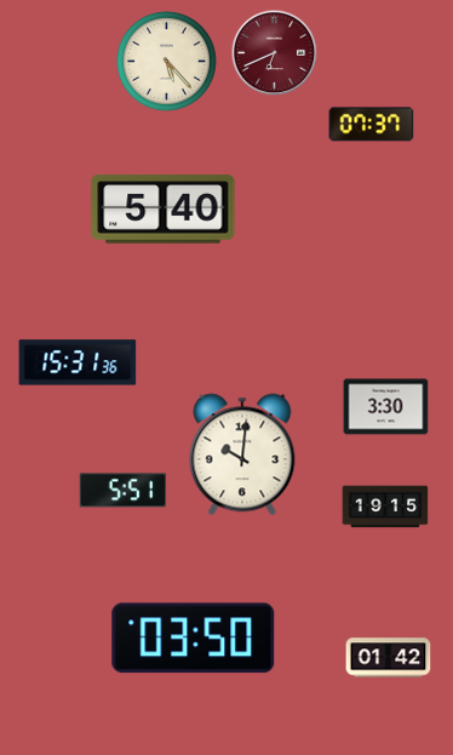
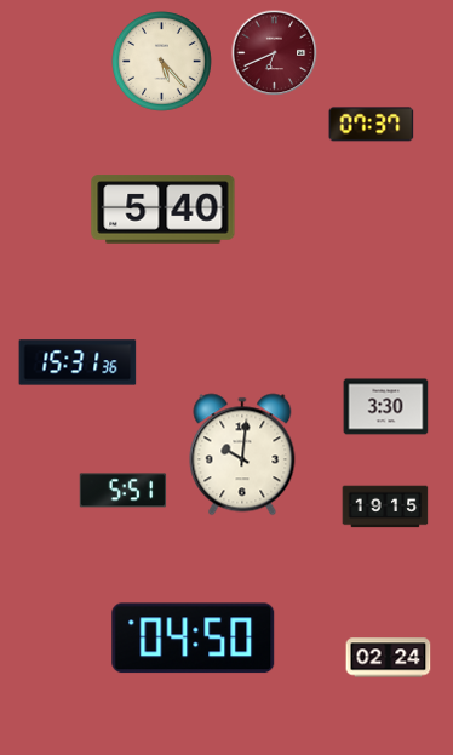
clock at (167, 62) position: (167, 62) -> (162, 62)
clock at (194, 639): 03:50 -> 04:50
clock at (389, 658): 01:42 -> 02:24
